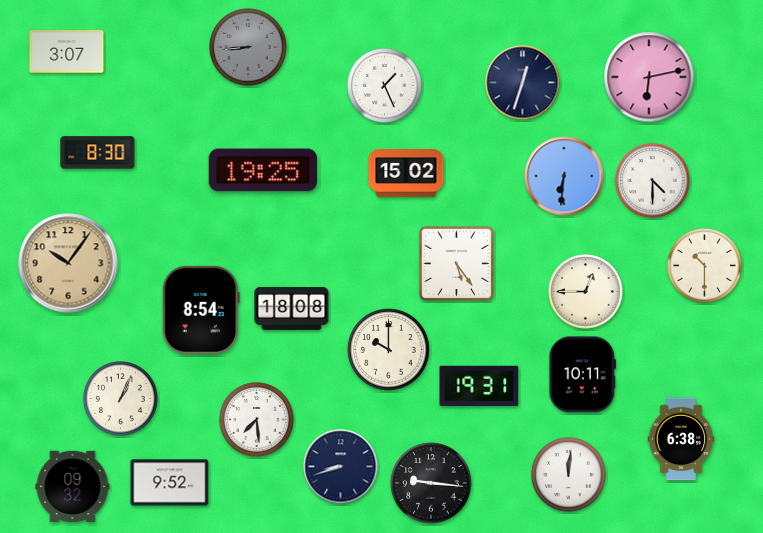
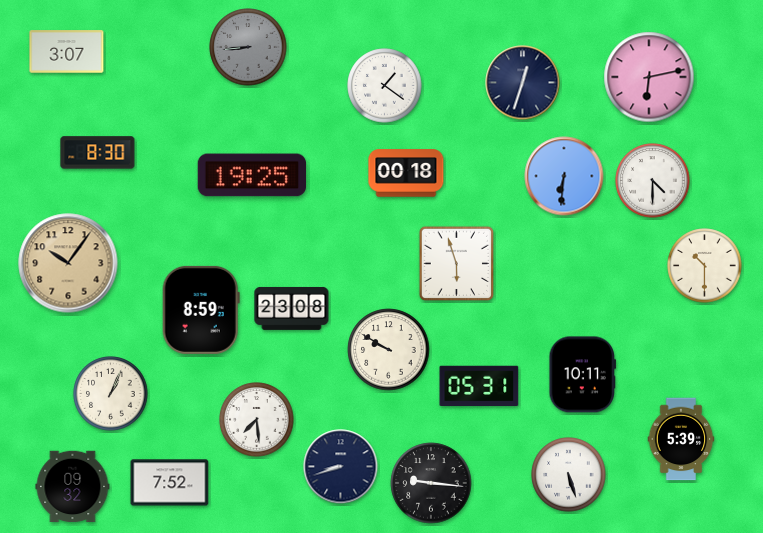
clock at (385, 86): 1:26 -> 1:21
clock at (263, 170) position: (263, 170) -> (252, 175)
clock at (406, 173): 15:02 -> 00:18
clock at (456, 263): 5:24 -> 5:57
clock at (586, 292): 12:45 -> none
clock at (292, 308): 18:08 -> 23:08
clock at (201, 310): 8:54 -> 8:59
clock at (389, 350): 10:00 -> 9:50
clock at (479, 385): 19:31 -> 05:31
clock at (121, 399) position: (121, 399) -> (111, 394)
clock at (681, 439): 6:38 -> 5:39
clock at (569, 475): 12:01 -> 5:27
clock at (170, 483): 9:52 -> 7:52
